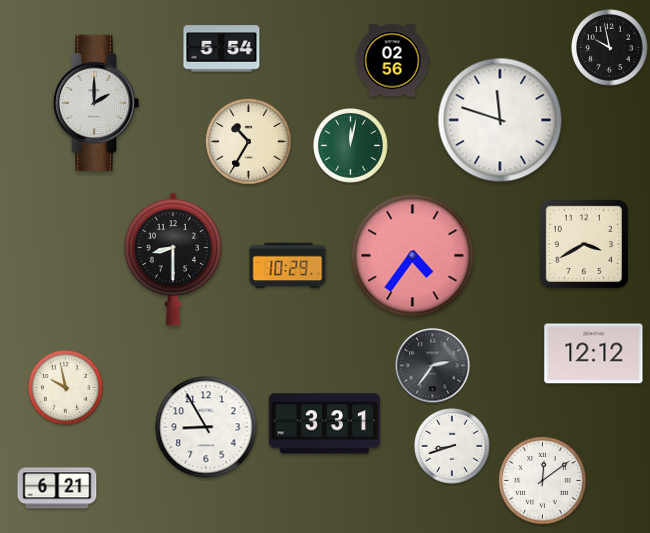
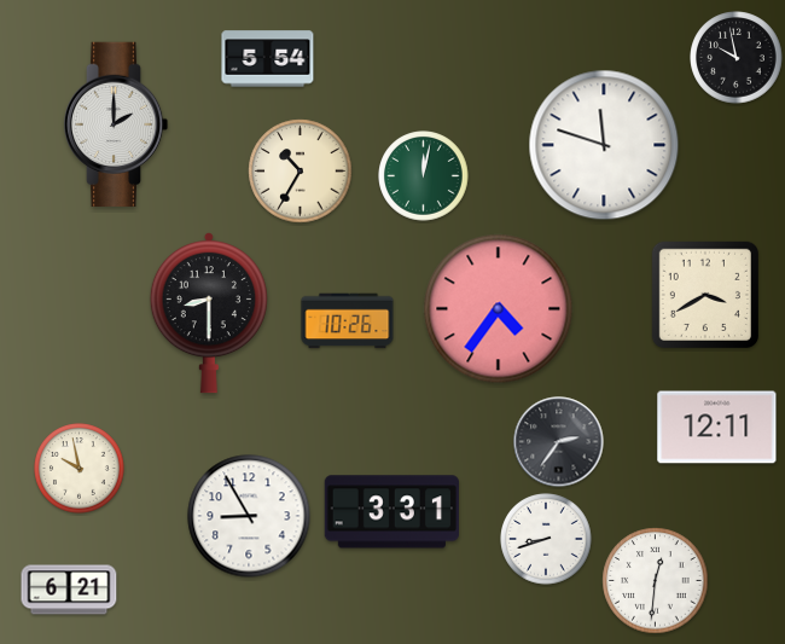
clock at (392, 61): 02:56 -> none
clock at (288, 266): 10:29 -> 10:26
clock at (594, 354): 12:12 -> 12:11
clock at (433, 366) position: (433, 366) -> (559, 442)
clock at (543, 481): 12:09 -> 12:31
